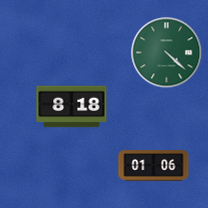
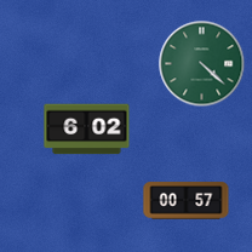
clock at (72, 107): 8:18 -> 6:02
clock at (154, 166): 01:06 -> 00:57
